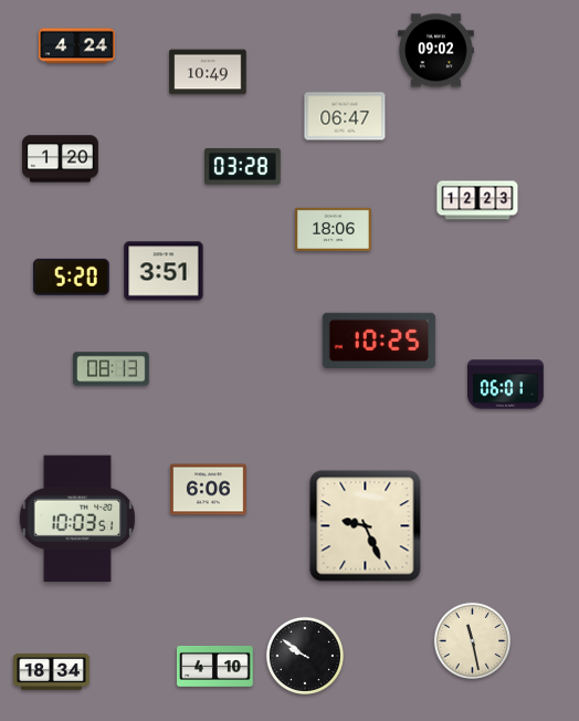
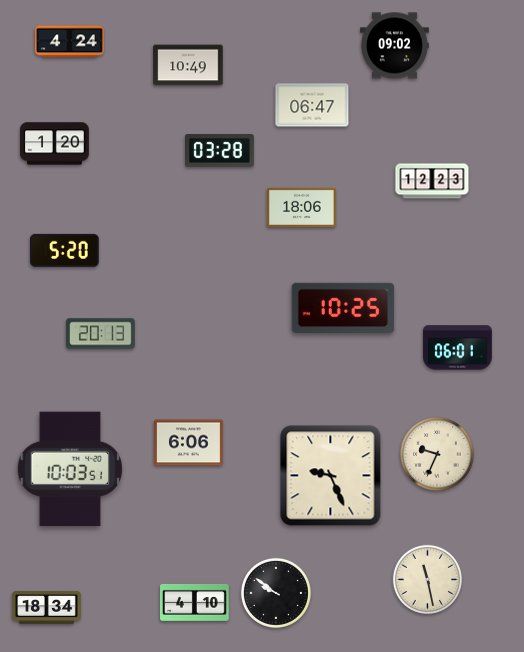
clock at (164, 271): 3:51 -> none
clock at (112, 369): 08:13 -> 20:13
clock at (437, 454): none -> 9:34
